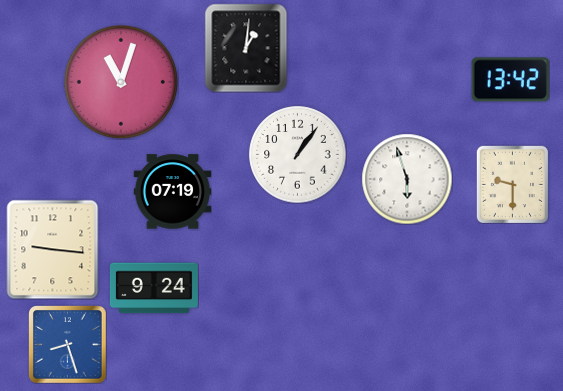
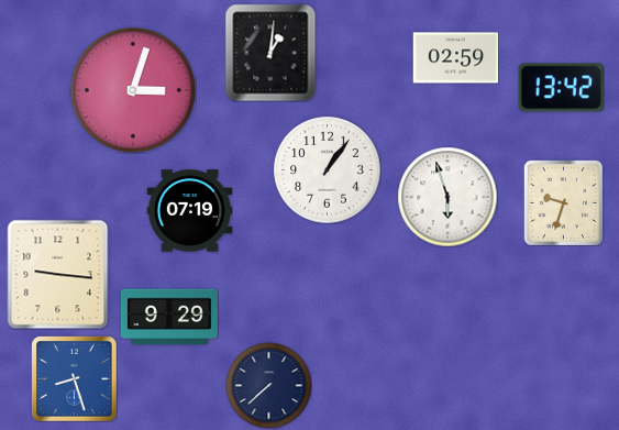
clock at (455, 58): none -> 02:59
clock at (121, 82): 11:03 -> 3:03
clock at (512, 184): 9:30 -> 9:33
clock at (154, 288): 9:24 -> 9:29
clock at (268, 385): none -> 7:38
